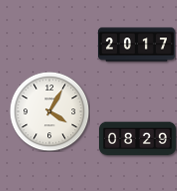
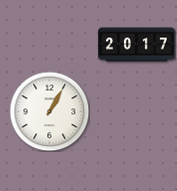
clock at (49, 111): 4:05 -> 1:05
clock at (138, 139): 08:29 -> none
